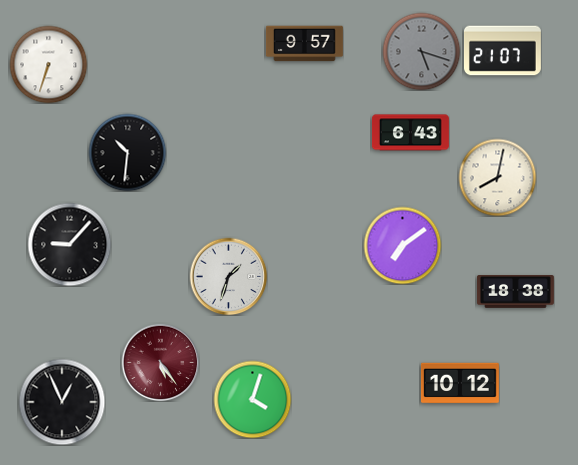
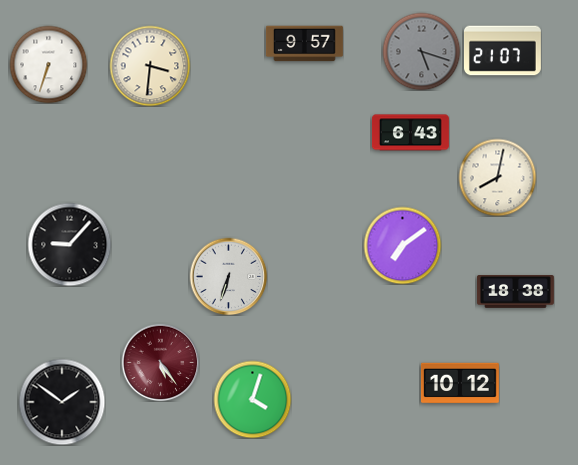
clock at (150, 66): none -> 3:31
clock at (127, 152): 10:31 -> none
clock at (228, 276): 1:33 -> 6:33
clock at (62, 402): 12:56 -> 1:51
